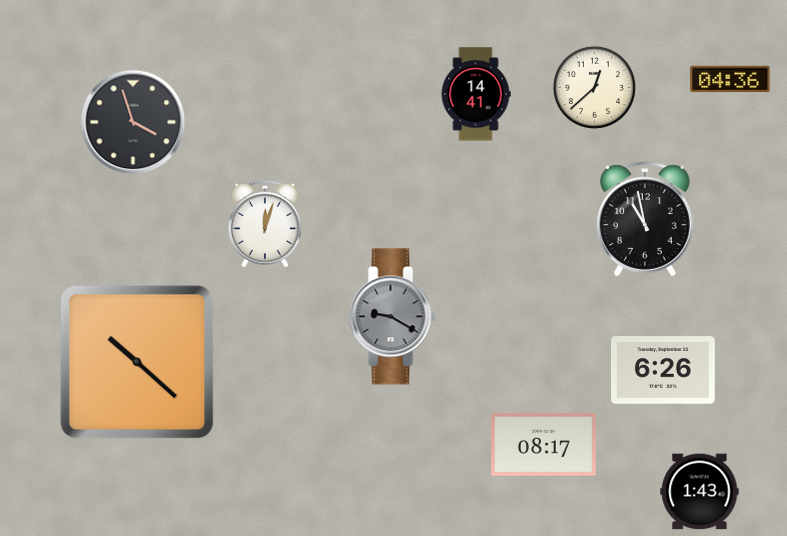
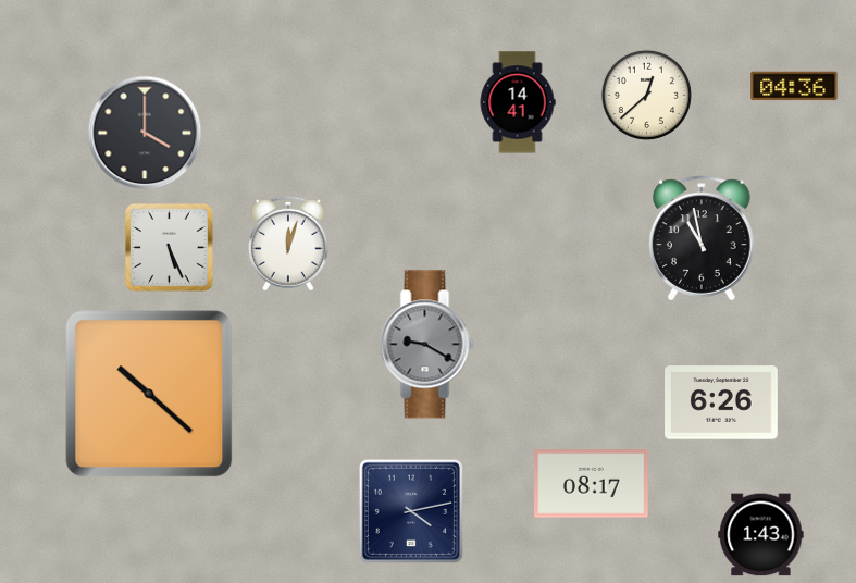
clock at (133, 122): 3:57 -> 4:00
clock at (170, 248): none -> 5:26
clock at (411, 511): none -> 4:13
